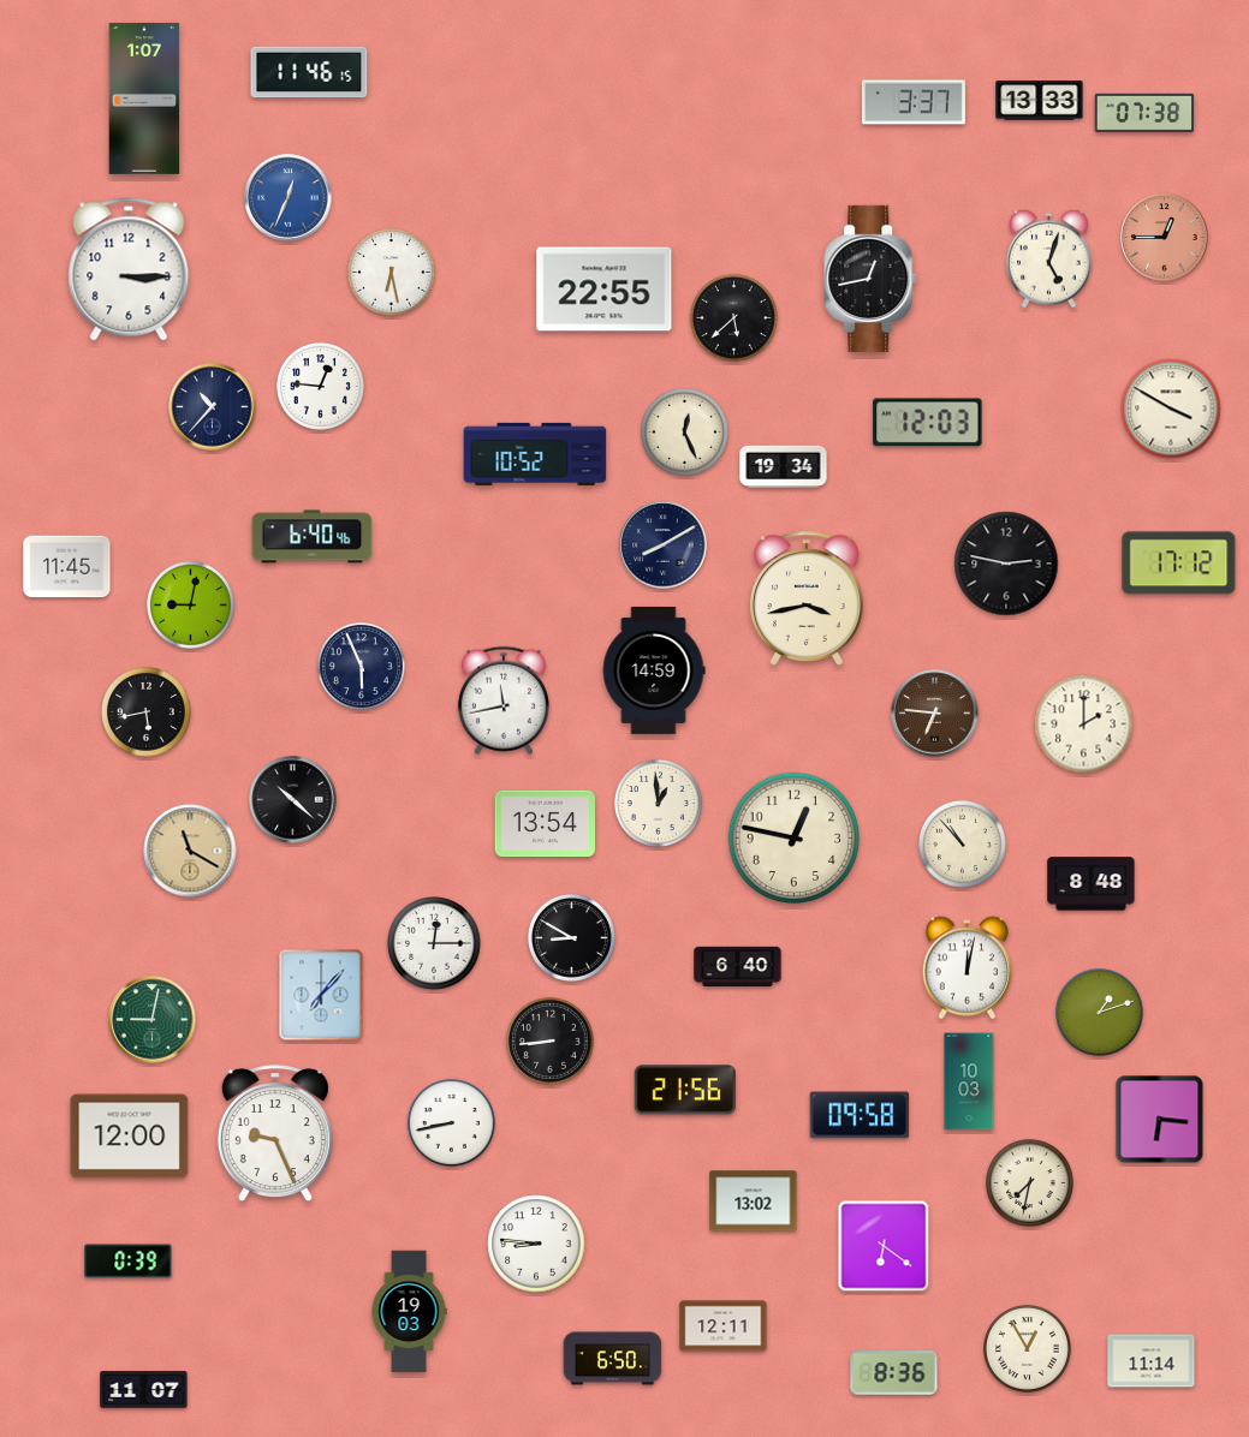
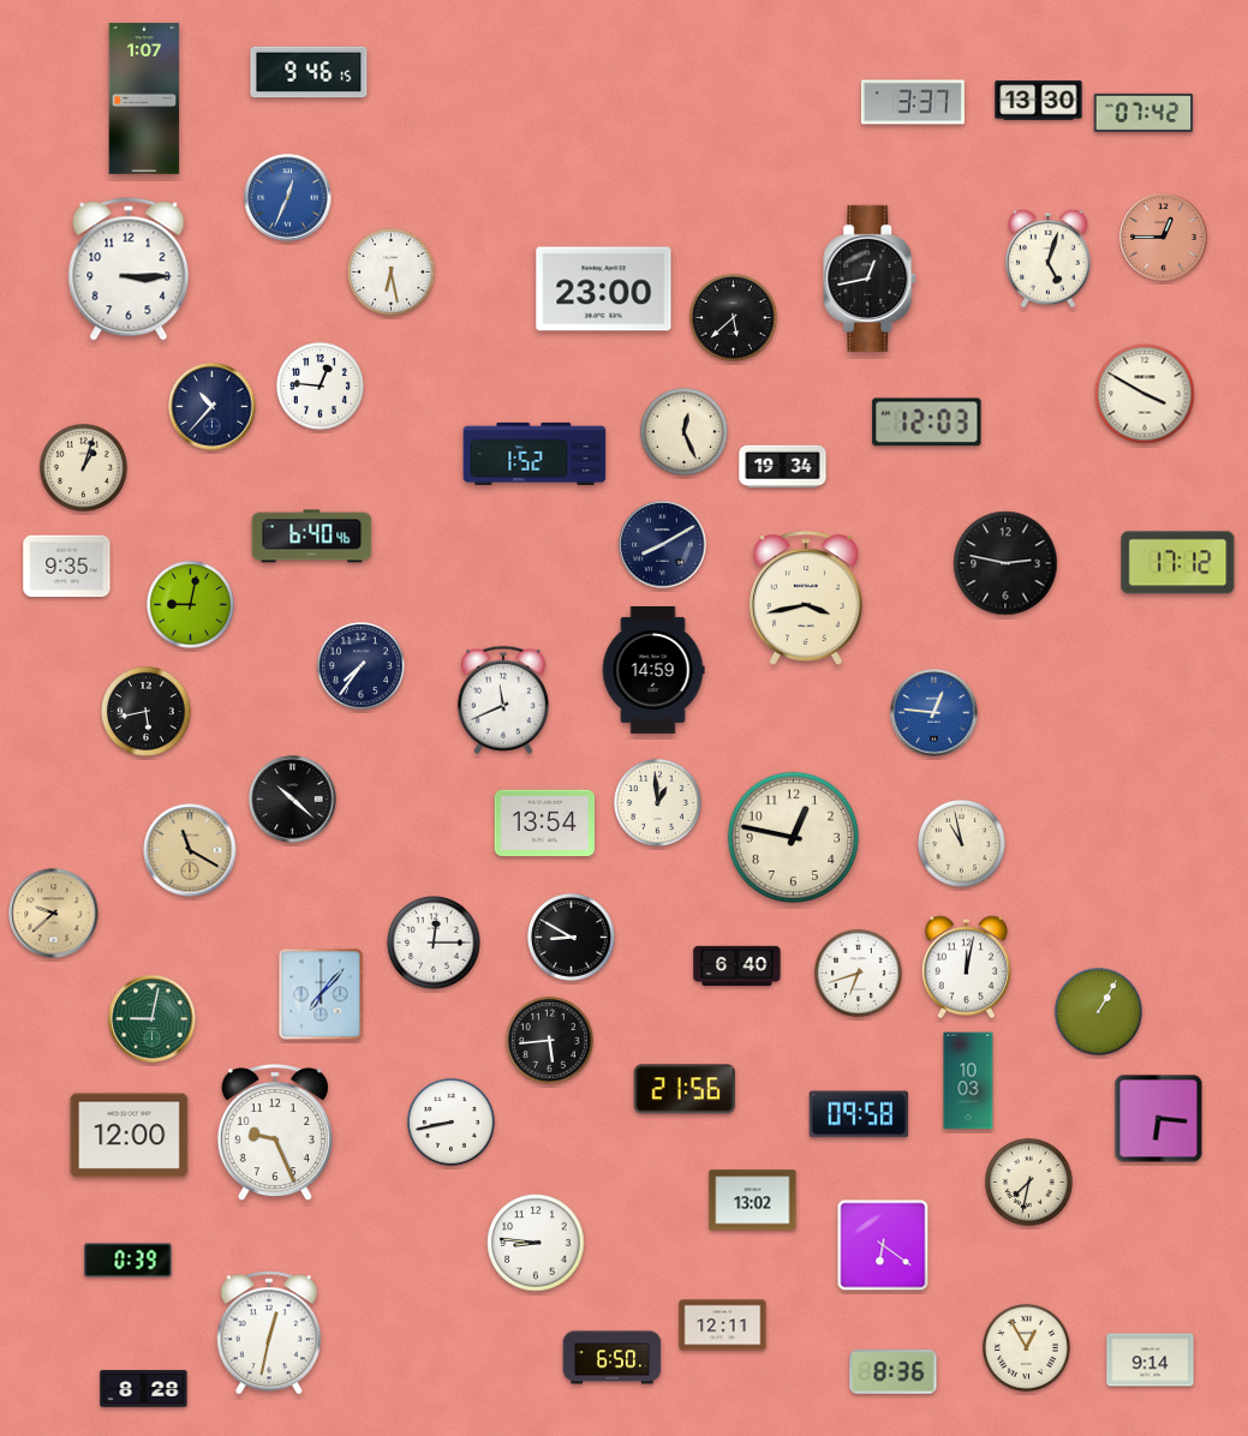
clock at (309, 72): 11:46 -> 9:46
clock at (1040, 101): 13:33 -> 13:30
clock at (1144, 113): 07:38 -> 07:42
clock at (605, 290): 22:55 -> 23:00
clock at (1171, 409) position: (1171, 409) -> (1145, 394)
clock at (535, 454): 10:52 -> 1:52
clock at (83, 467): none -> 1:03
clock at (67, 567): 11:45 -> 9:35
clock at (361, 666): 5:56 -> 7:36
clock at (504, 700): 11:43 -> 11:41
clock at (935, 714): 6:46 -> 12:46
clock at (935, 714) dial: brown -> blue
clock at (1084, 725): 2:00 -> none
clock at (962, 843): 10:53 -> 10:58
clock at (1092, 884): 8:48 -> none
clock at (54, 914): none -> 9:38
clock at (858, 973): none -> 6:42
clock at (1099, 1012): 1:12 -> 1:05
clock at (549, 1041): 8:44 -> 5:44
clock at (409, 1312): 19:03 -> none
clock at (269, 1333): none -> 12:32
clock at (1152, 1361): 11:14 -> 9:14
clock at (144, 1390): 11:07 -> 8:28
